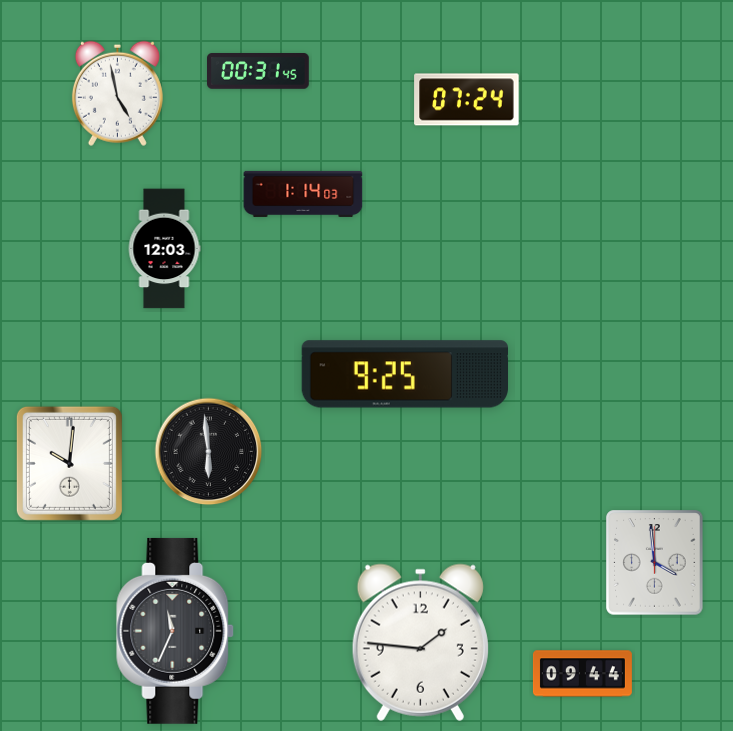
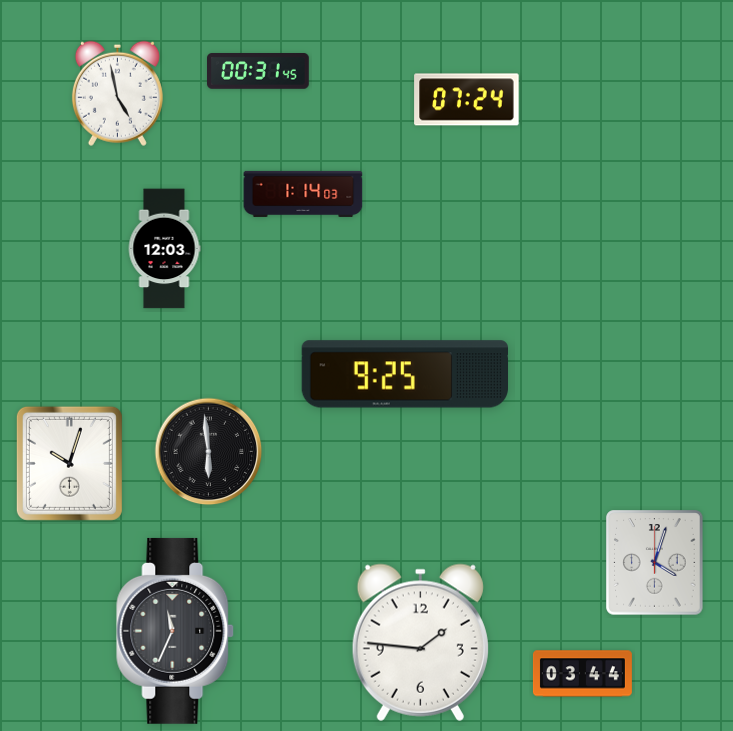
clock at (69, 463): 10:01 -> 10:03
clock at (655, 563): 3:59 -> 4:03
clock at (582, 674): 09:44 -> 03:44
